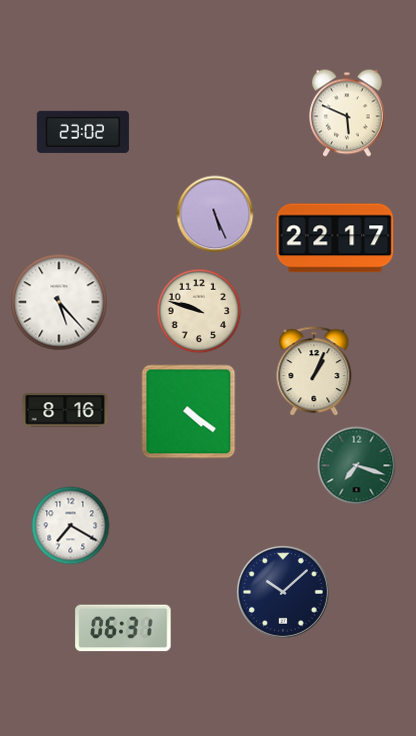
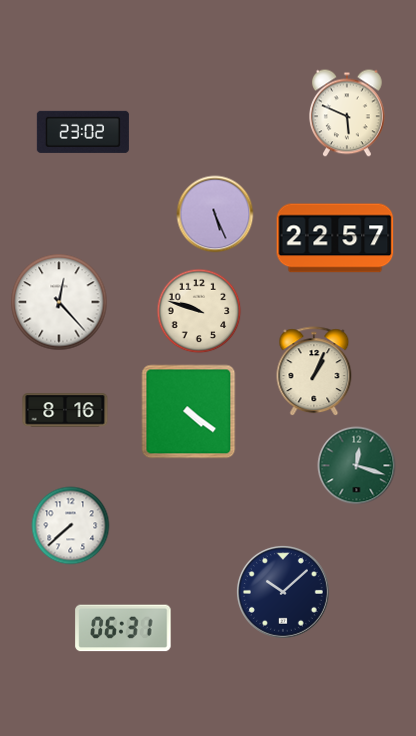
clock at (335, 238): 22:17 -> 22:57
clock at (59, 302): 5:23 -> 12:23
clock at (357, 466): 7:18 -> 12:18
clock at (71, 526): 7:20 -> 7:38
